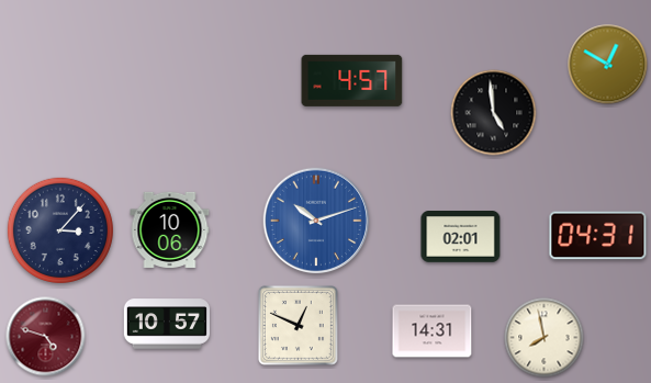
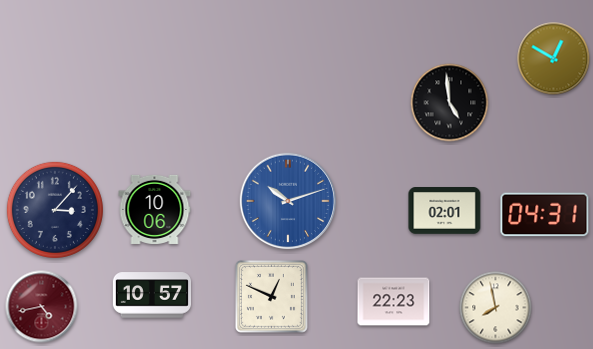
clock at (352, 80): 4:57 -> none
clock at (461, 237) position: (461, 237) -> (445, 211)
clock at (433, 331): 14:31 -> 22:23
clock at (46, 337): 4:48 -> 4:43
